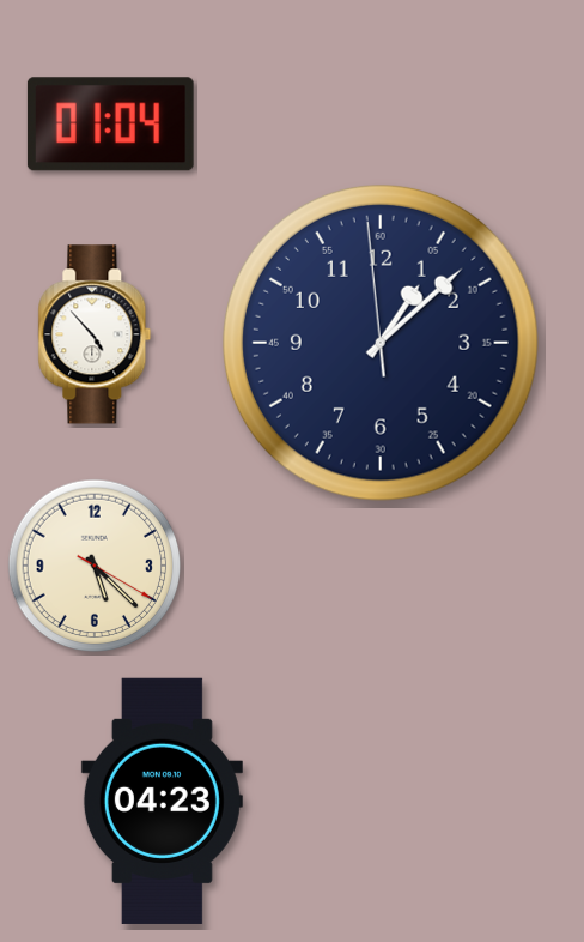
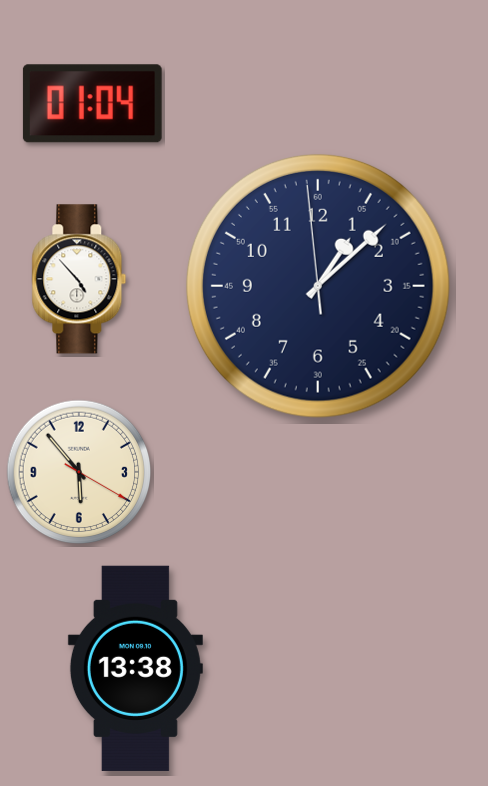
clock at (95, 566): 5:22 -> 5:53
clock at (162, 801): 04:23 -> 13:38
